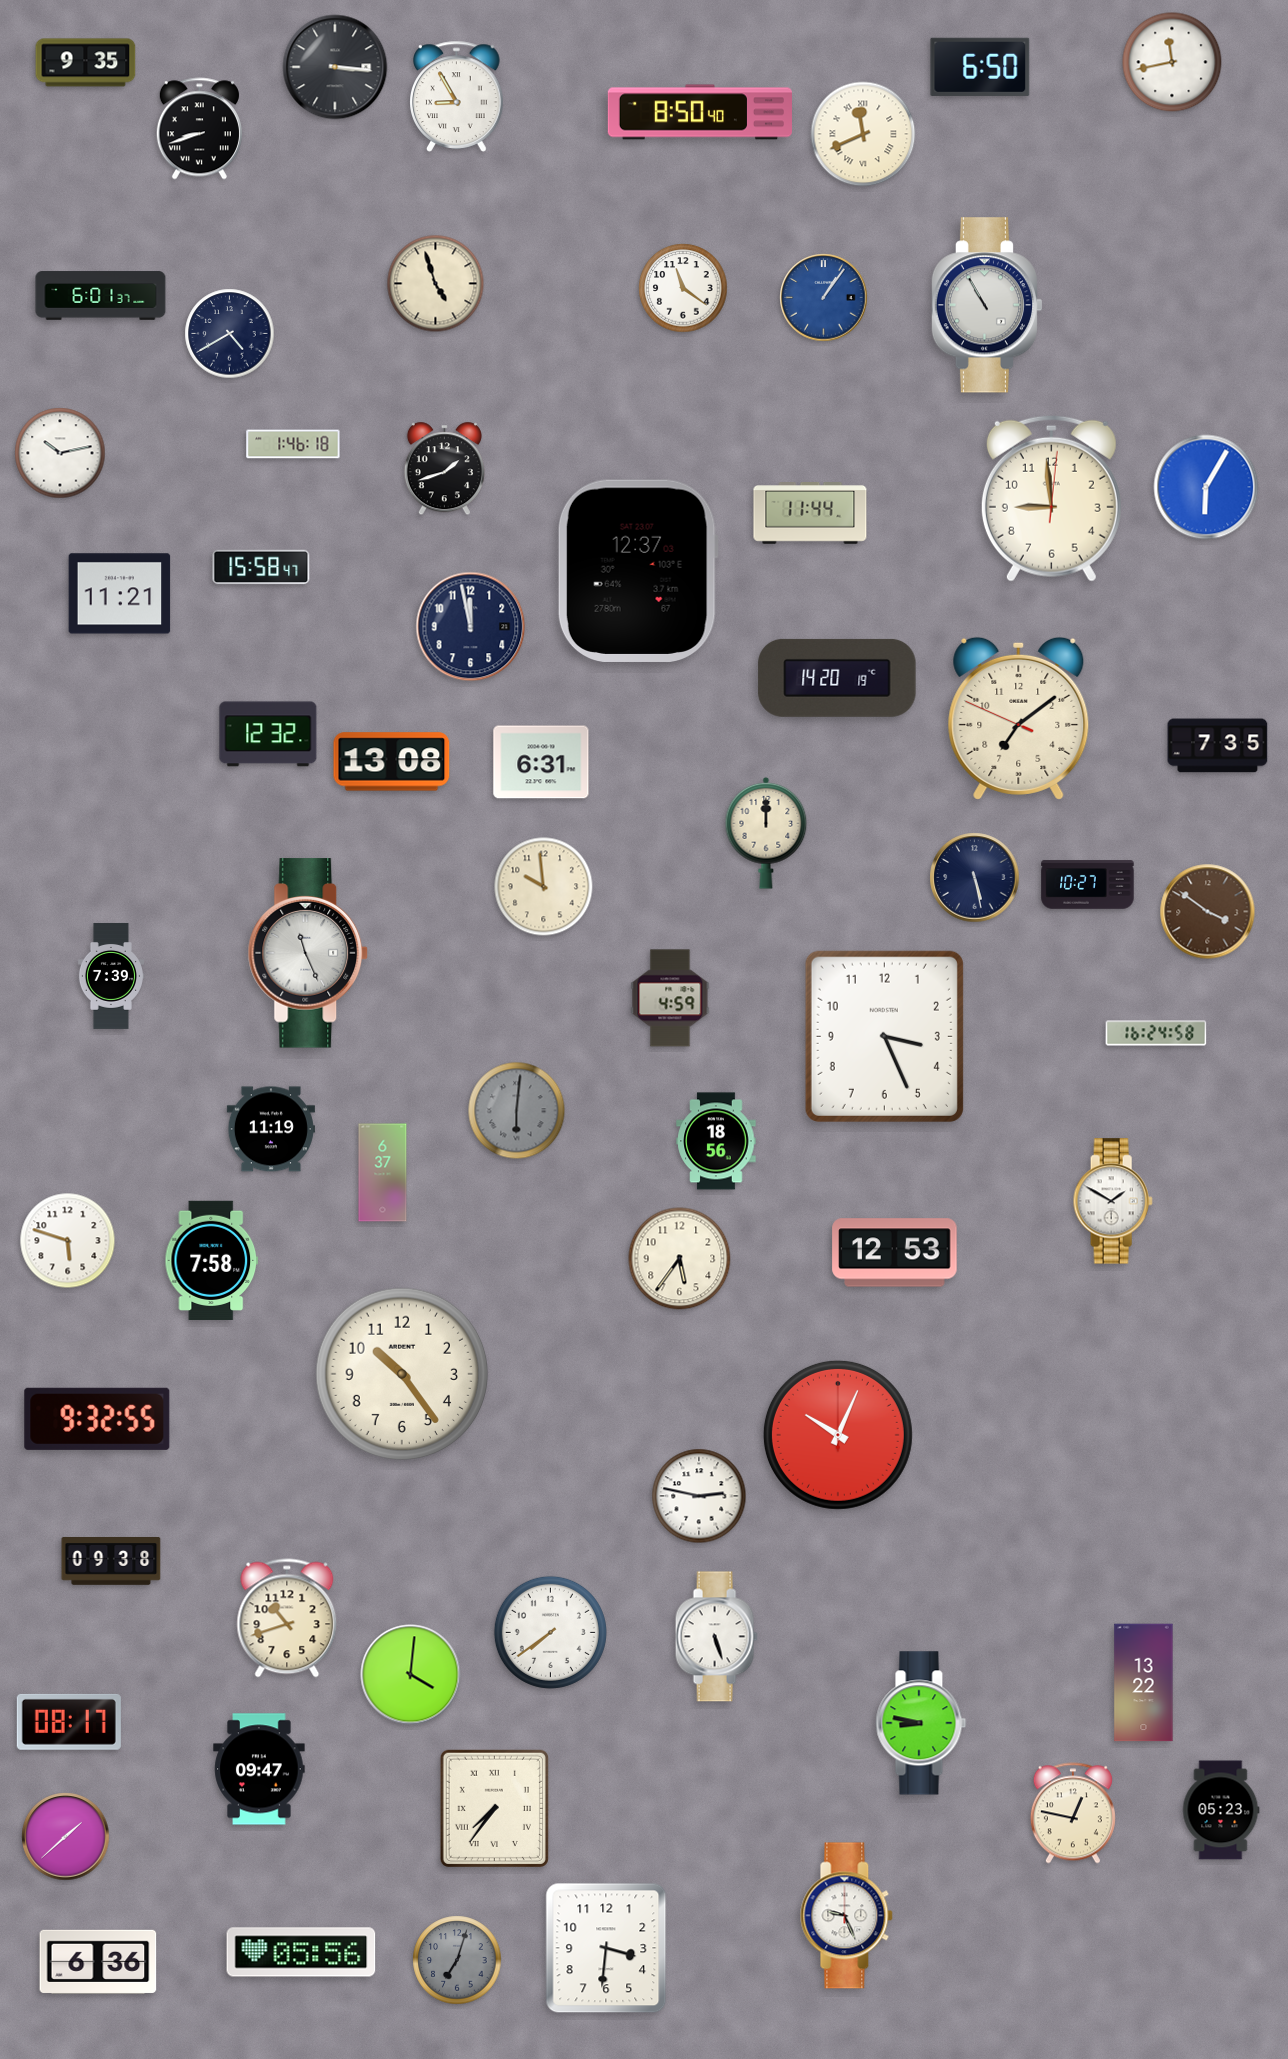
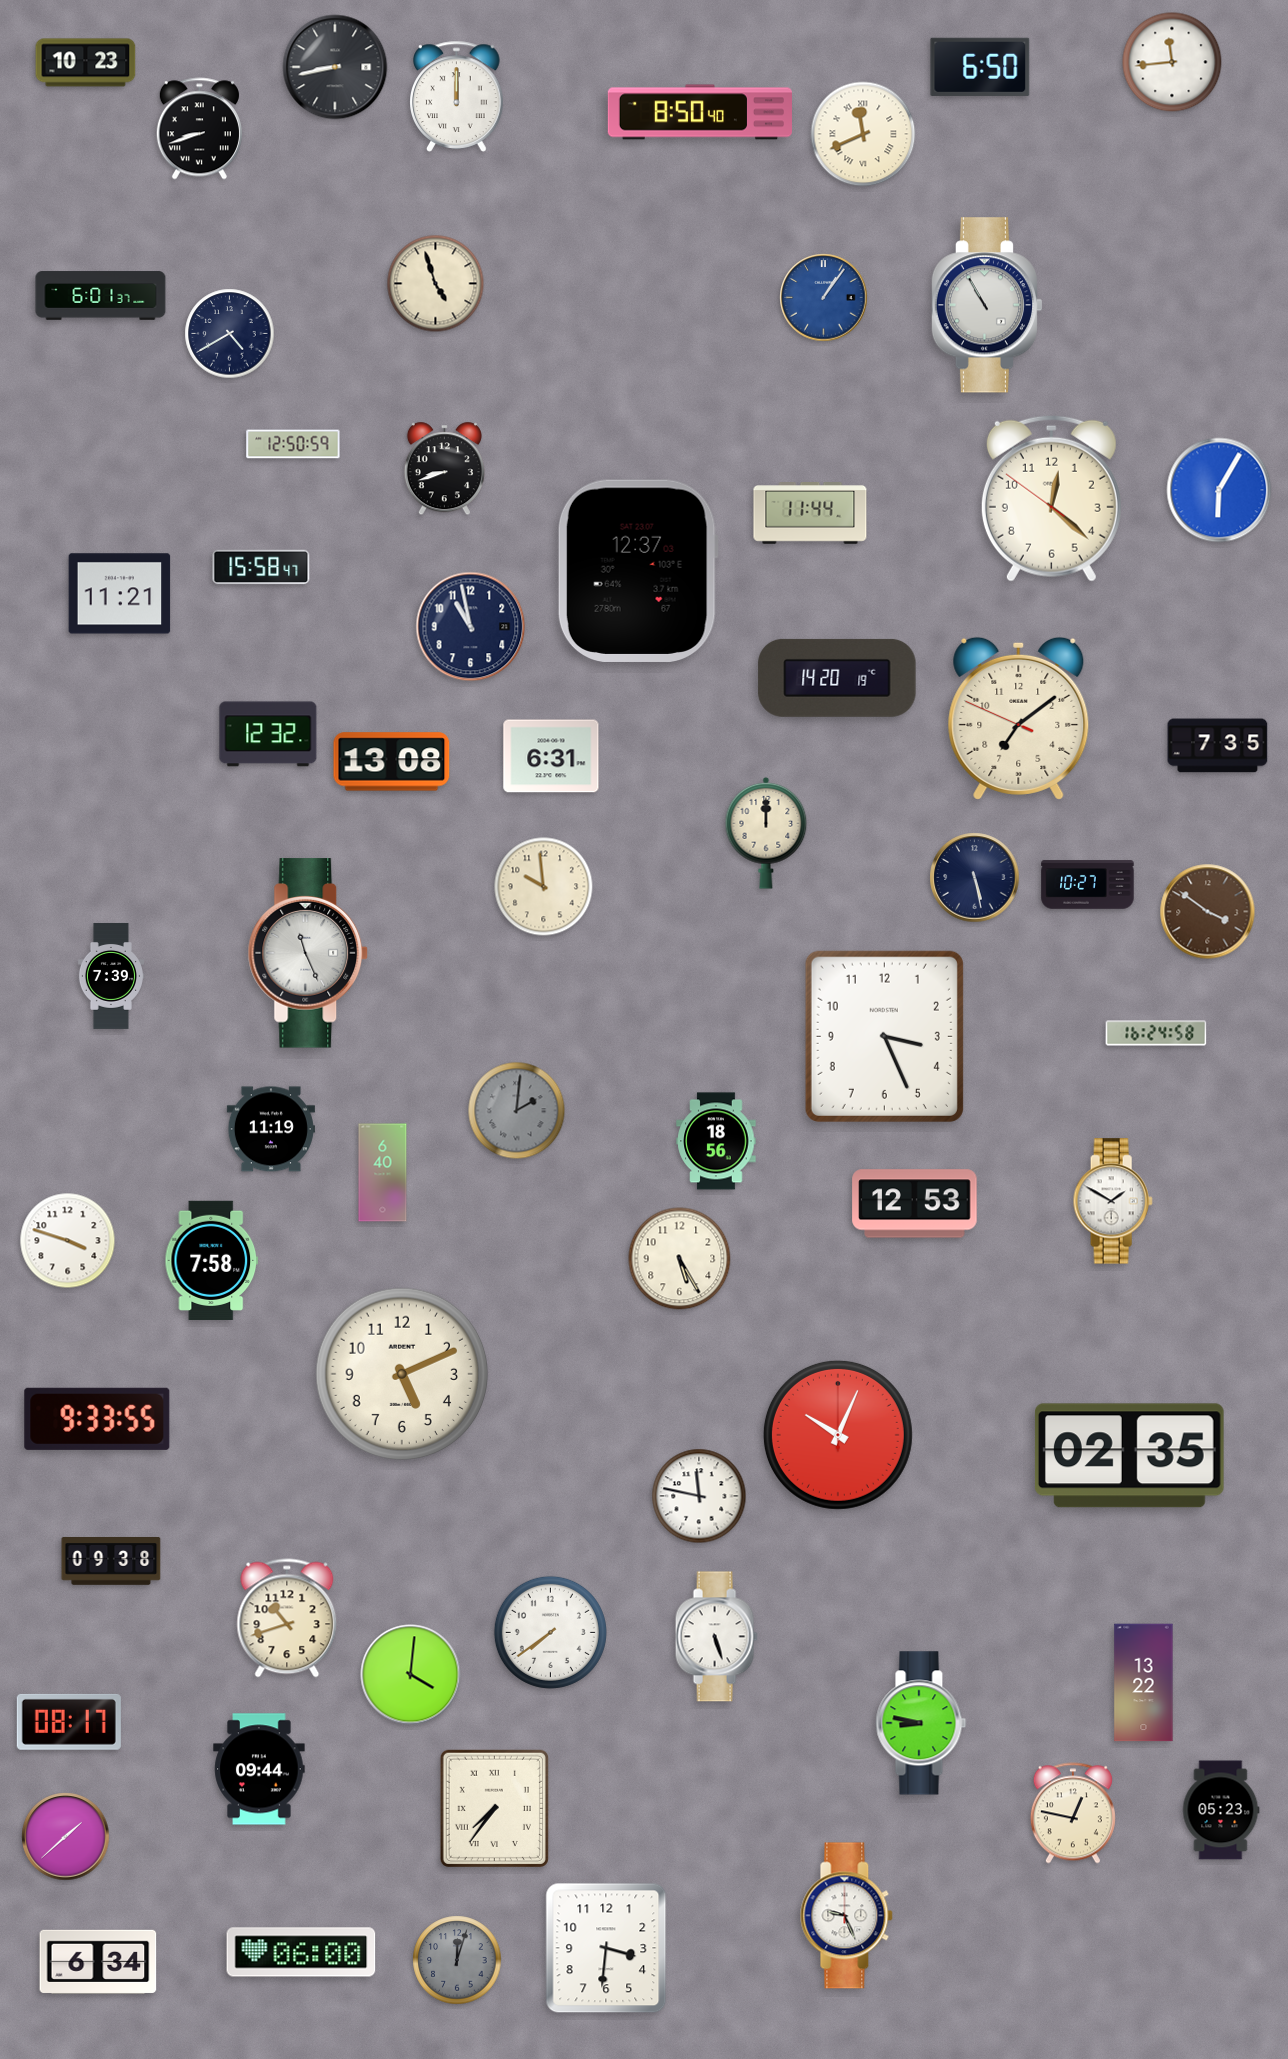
clock at (1172, 62): 11:43 -> 11:44
clock at (86, 63): 9:35 -> 10:23
clock at (335, 67): 3:16 -> 8:43
clock at (457, 96): 8:55 -> 12:00
clock at (683, 288): 11:21 -> none
clock at (293, 444): 1:46 -> 12:50
clock at (60, 453): 10:13 -> none
clock at (444, 469): 1:42 -> 8:42
clock at (1206, 487) position: (1206, 487) -> (1219, 490)
clock at (1051, 498): 8:59 -> 12:21
clock at (471, 627): 11:58 -> 10:58
clock at (541, 762) position: (541, 762) -> (551, 756)
clock at (670, 998): 4:59 -> none
clock at (517, 1111): 6:01 -> 2:01
clock at (383, 1173): 6:37 -> 6:40
clock at (68, 1241): 5:48 -> 3:48
clock at (895, 1253) position: (895, 1253) -> (915, 1204)
clock at (680, 1259): 5:36 -> 5:25
clock at (402, 1374): 10:24 -> 5:11
clock at (97, 1419): 9:32 -> 9:33
clock at (1129, 1456): none -> 02:35
clock at (699, 1496): 2:47 -> 11:47
clock at (259, 1769): 09:47 -> 09:44
clock at (301, 1952): 05:56 -> 06:00
clock at (457, 1960): 7:03 -> 12:03
clock at (98, 1962): 6:36 -> 6:34
